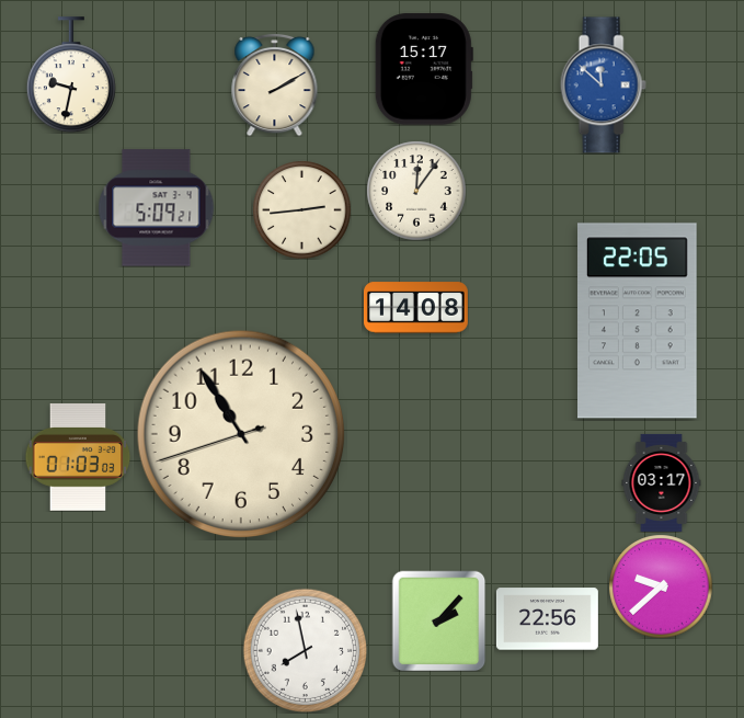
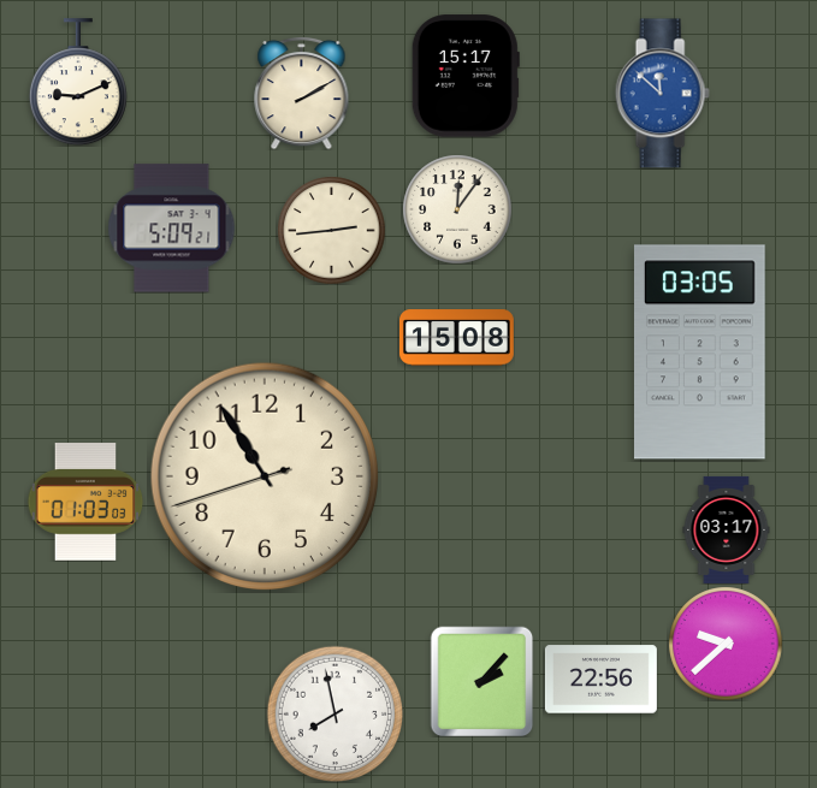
clock at (71, 75): 9:32 -> 9:11
clock at (416, 308): 14:08 -> 15:08
clock at (638, 321): 22:05 -> 03:05
